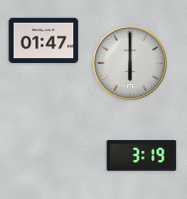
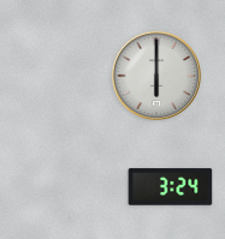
clock at (44, 41): 01:47 -> none
clock at (142, 156): 3:19 -> 3:24
